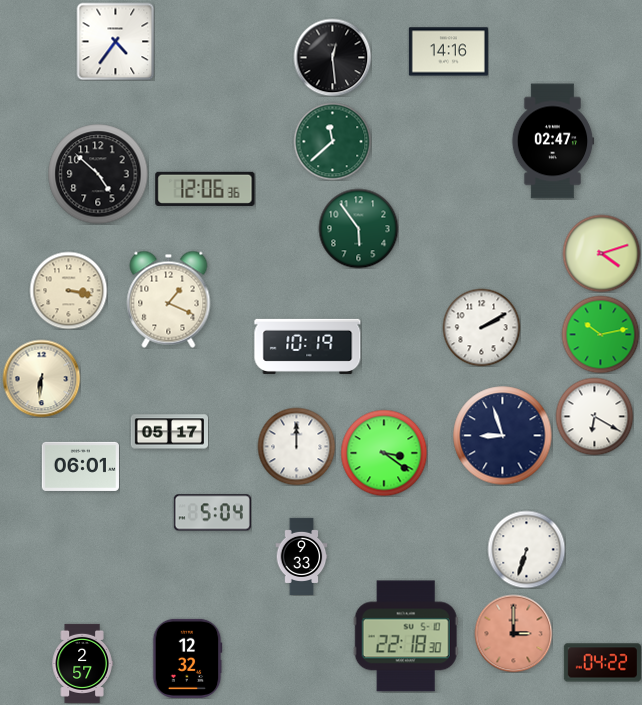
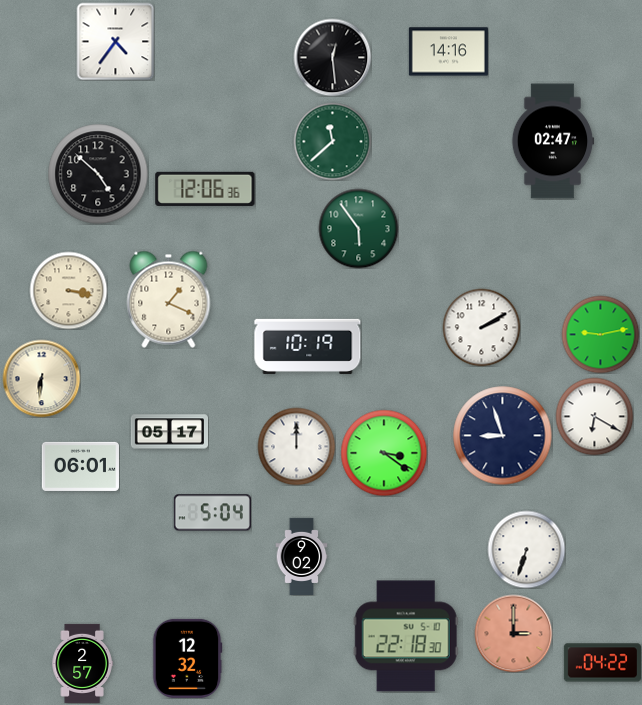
clock at (601, 253): 4:12 -> none
clock at (600, 334): 10:13 -> 9:13
clock at (302, 556): 9:33 -> 9:02
